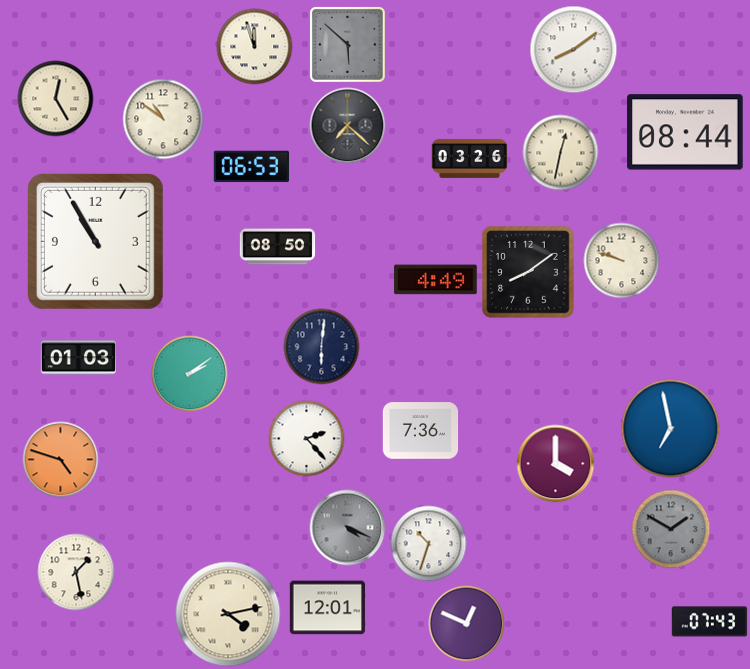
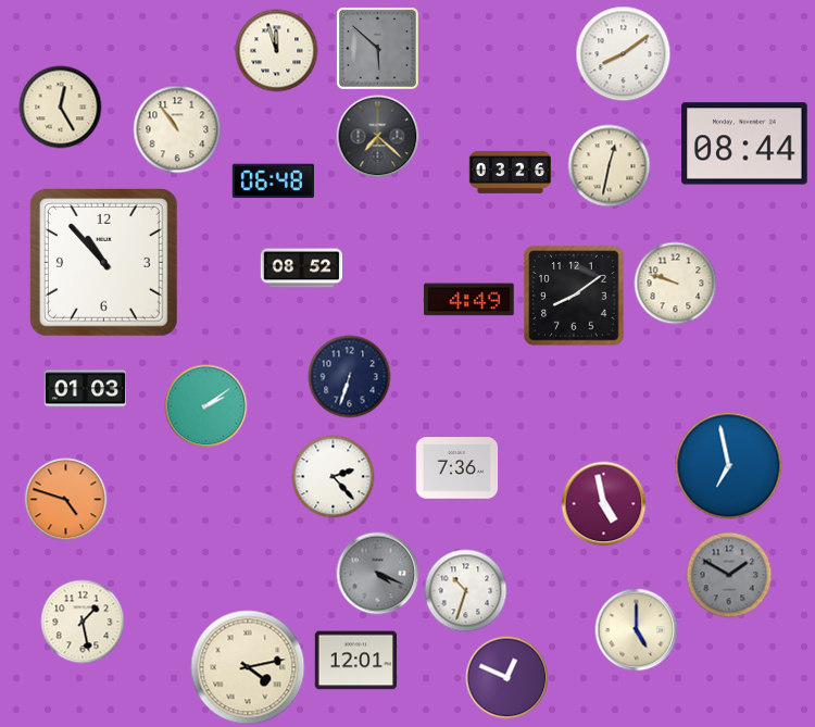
clock at (163, 119): 10:51 -> 10:54
clock at (251, 167): 06:53 -> 06:48
clock at (95, 241): 10:55 -> 10:53
clock at (278, 247): 08:50 -> 08:52
clock at (436, 280) position: (436, 280) -> (469, 300)
clock at (322, 347): 6:01 -> 6:33
clock at (556, 464): 4:00 -> 4:58
clock at (637, 630): none -> 5:00
clock at (710, 622): 07:43 -> none
